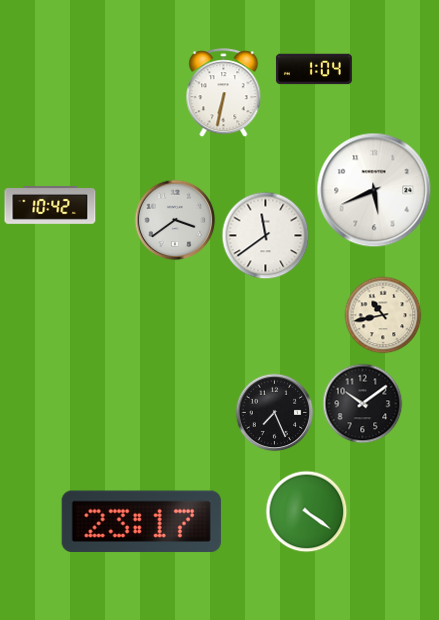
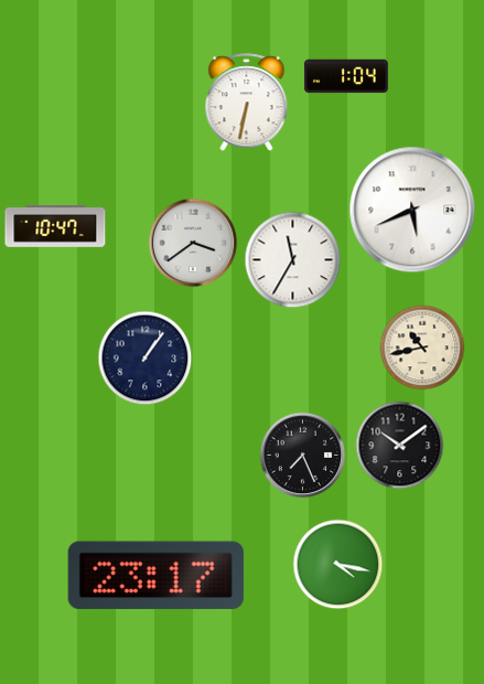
clock at (50, 206): 10:42 -> 10:47
clock at (266, 236): 11:39 -> 11:35
clock at (146, 359): none -> 1:06
clock at (307, 512): 4:21 -> 4:17
